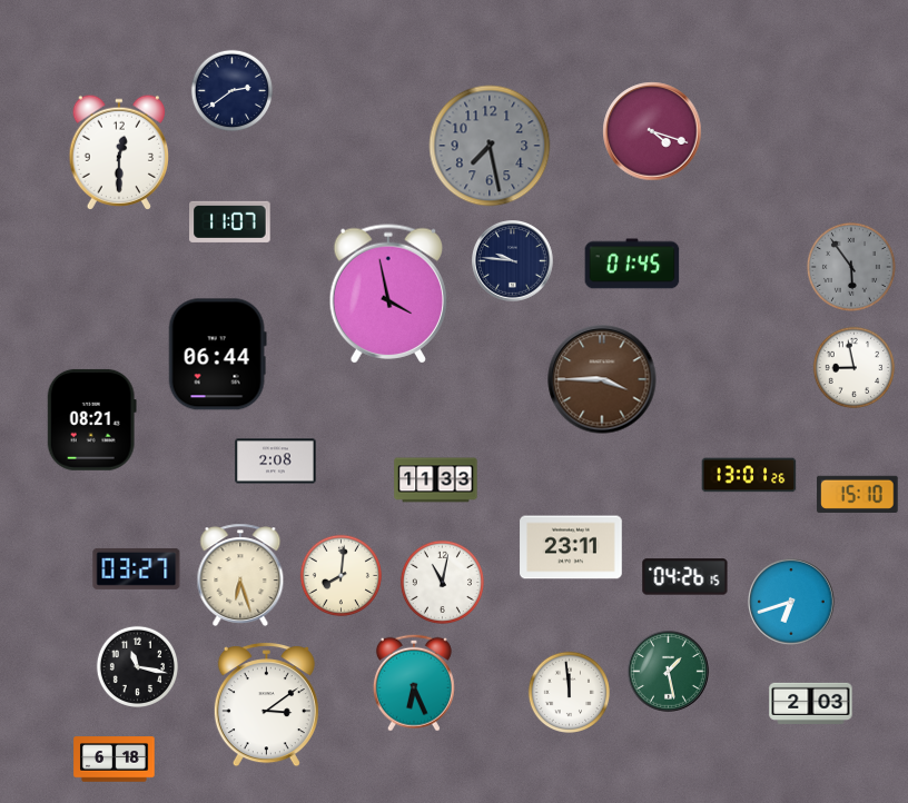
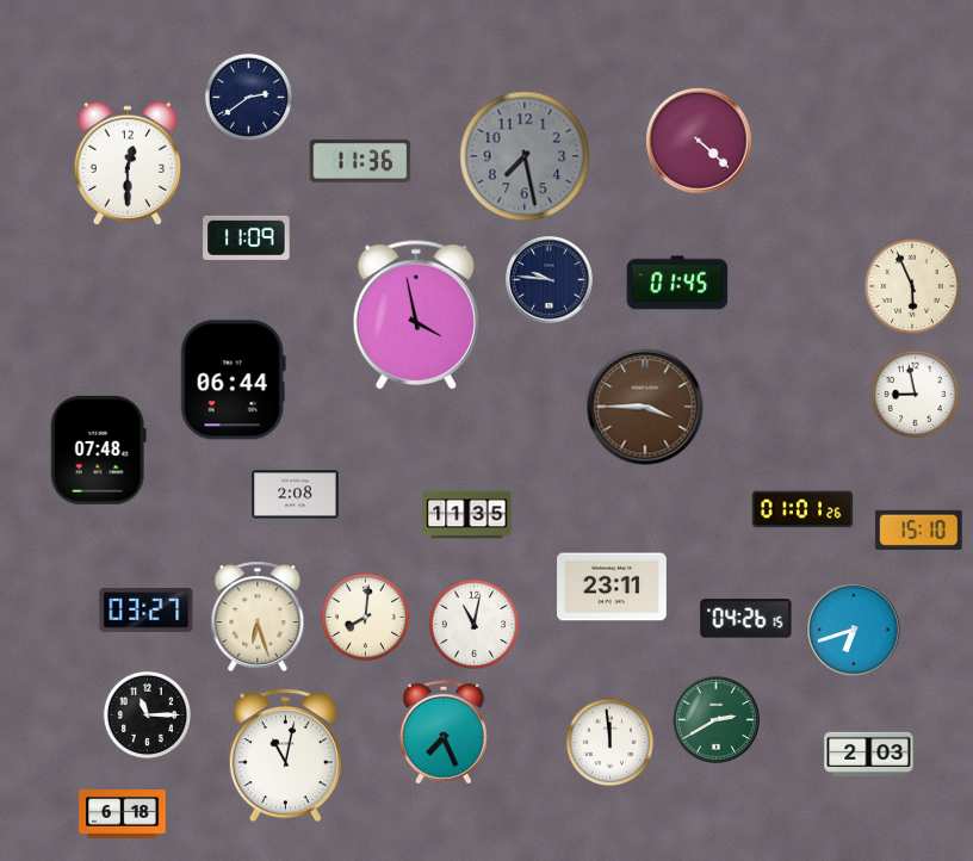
clock at (652, 131): 4:18 -> 4:22
clock at (360, 161): none -> 11:36
clock at (230, 221): 11:07 -> 11:09
clock at (851, 267): 5:54 -> 5:56
clock at (851, 267) dial: grey -> cream
clock at (91, 419): 08:21 -> 07:48
clock at (749, 475): 13:01 -> 01:01
clock at (436, 480): 11:33 -> 11:35
clock at (685, 577) position: (685, 577) -> (746, 619)
clock at (791, 602) position: (791, 602) -> (854, 630)
clock at (138, 667): 11:17 -> 11:15
clock at (669, 672): 1:28 -> 2:40
clock at (414, 683): 6:26 -> 7:26
clock at (266, 705): 3:09 -> 11:02
